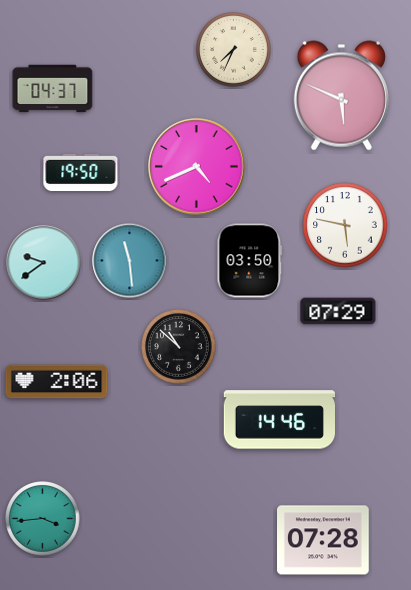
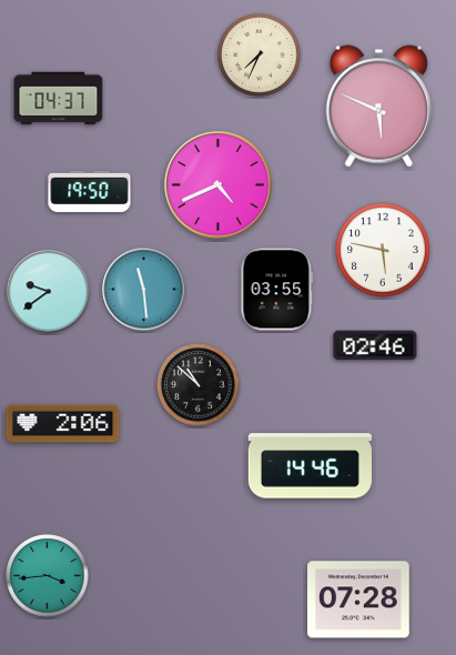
clock at (250, 261): 03:50 -> 03:55
clock at (338, 311): 07:29 -> 02:46
